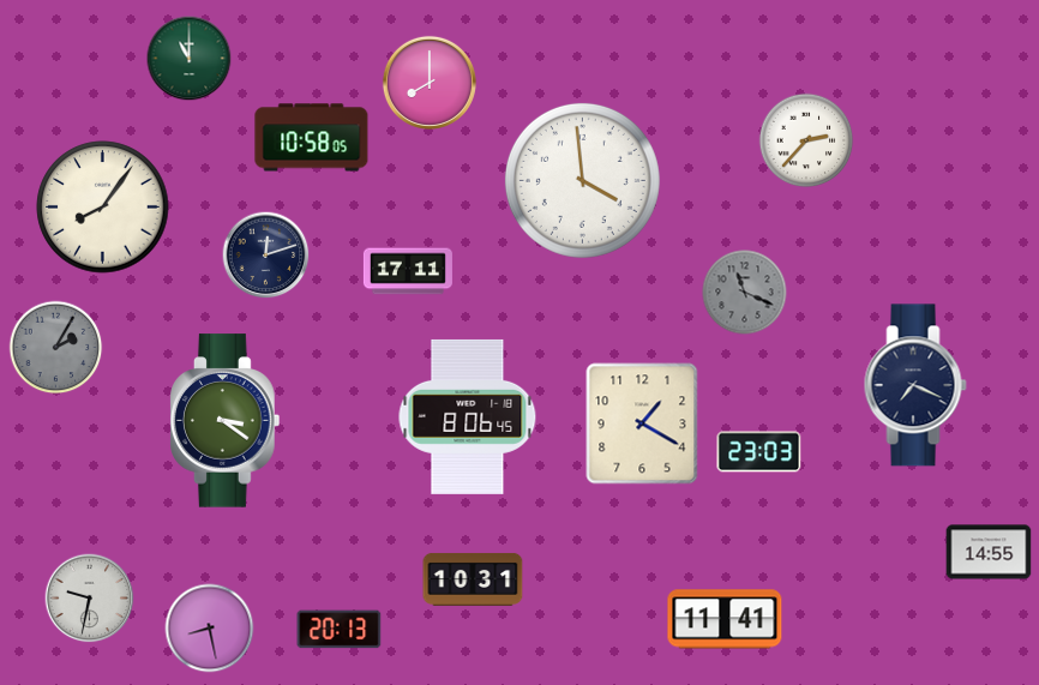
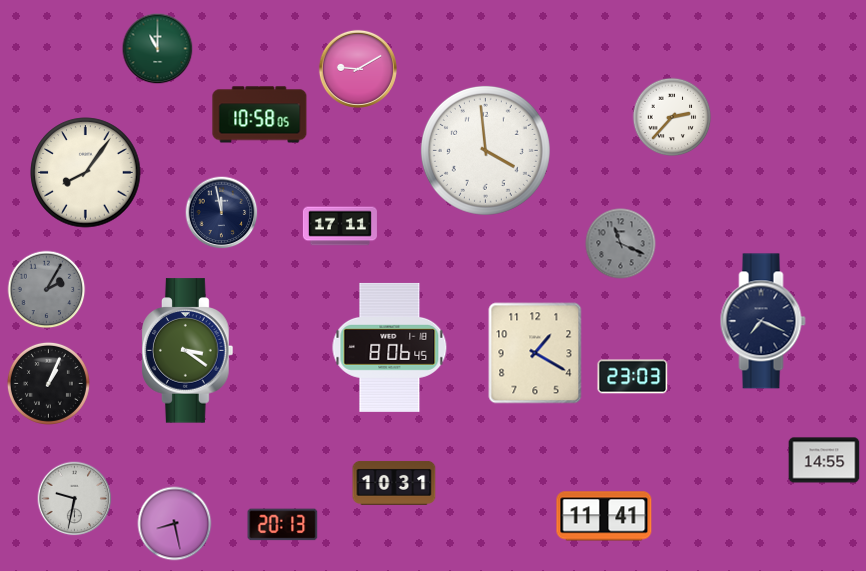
clock at (430, 83): 8:00 -> 9:10
clock at (266, 256): 12:12 -> 11:58
clock at (48, 383): none -> 1:04
